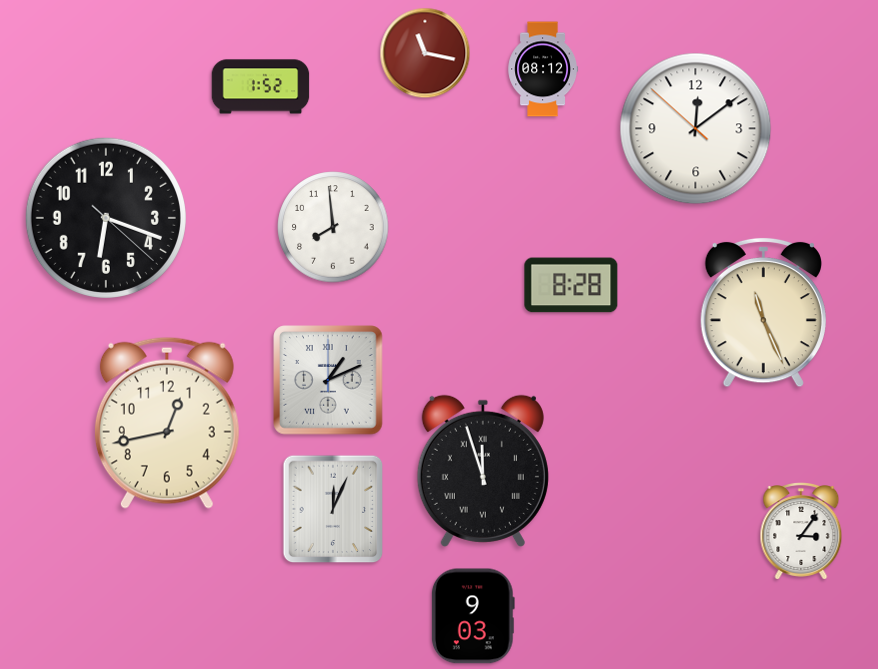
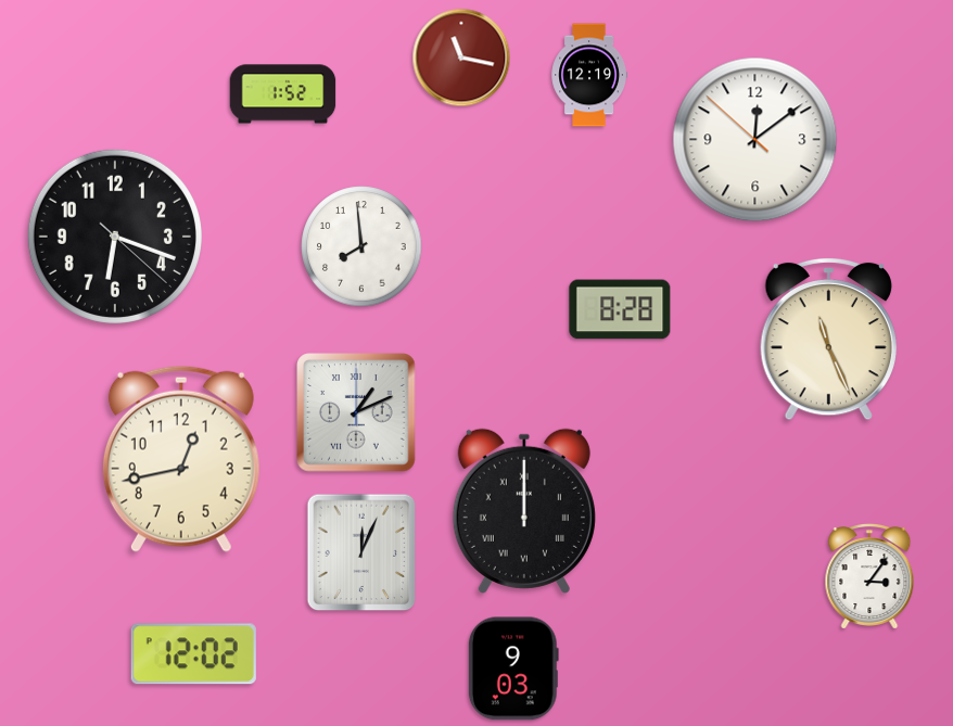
clock at (542, 69): 08:12 -> 12:19
clock at (483, 471): 11:57 -> 12:00
clock at (193, 654): none -> 12:02
